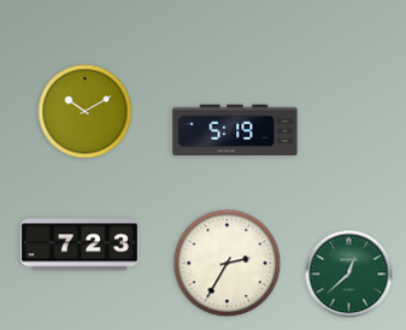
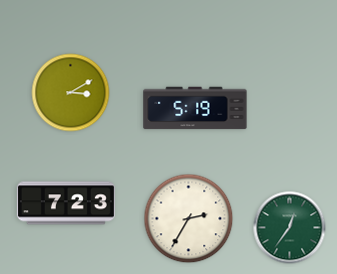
clock at (86, 112): 10:10 -> 3:10
clock at (349, 275): 12:38 -> 12:36
